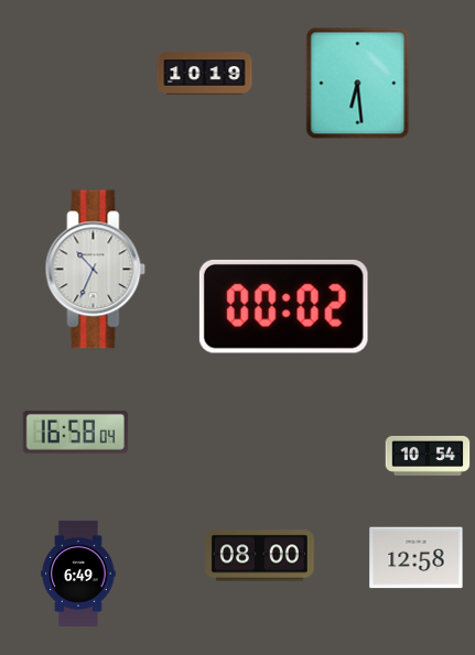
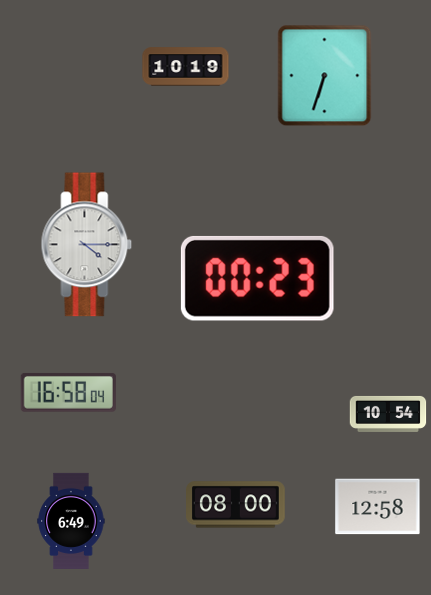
clock at (358, 84): 6:29 -> 6:33
clock at (96, 270): 10:34 -> 4:15
clock at (283, 306): 00:02 -> 00:23
